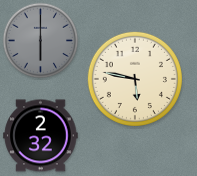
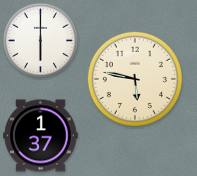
clock at (41, 41) dial: grey -> white
clock at (41, 136): 2:32 -> 1:37
